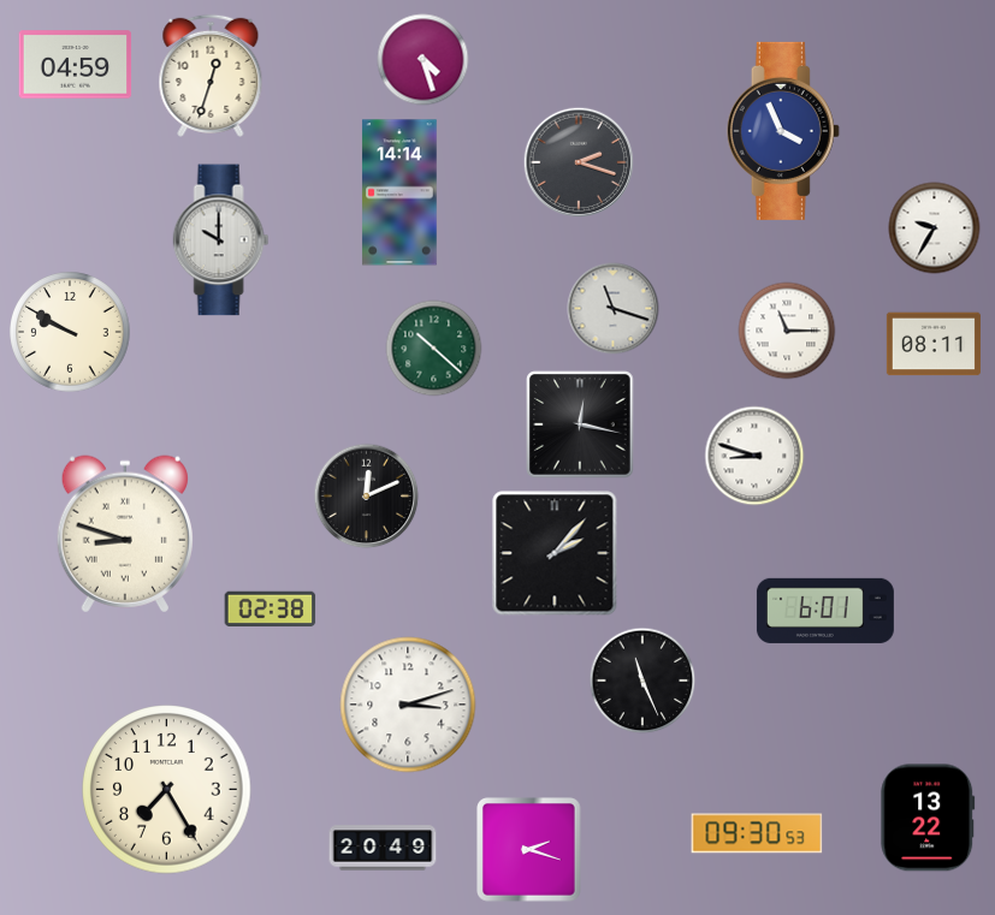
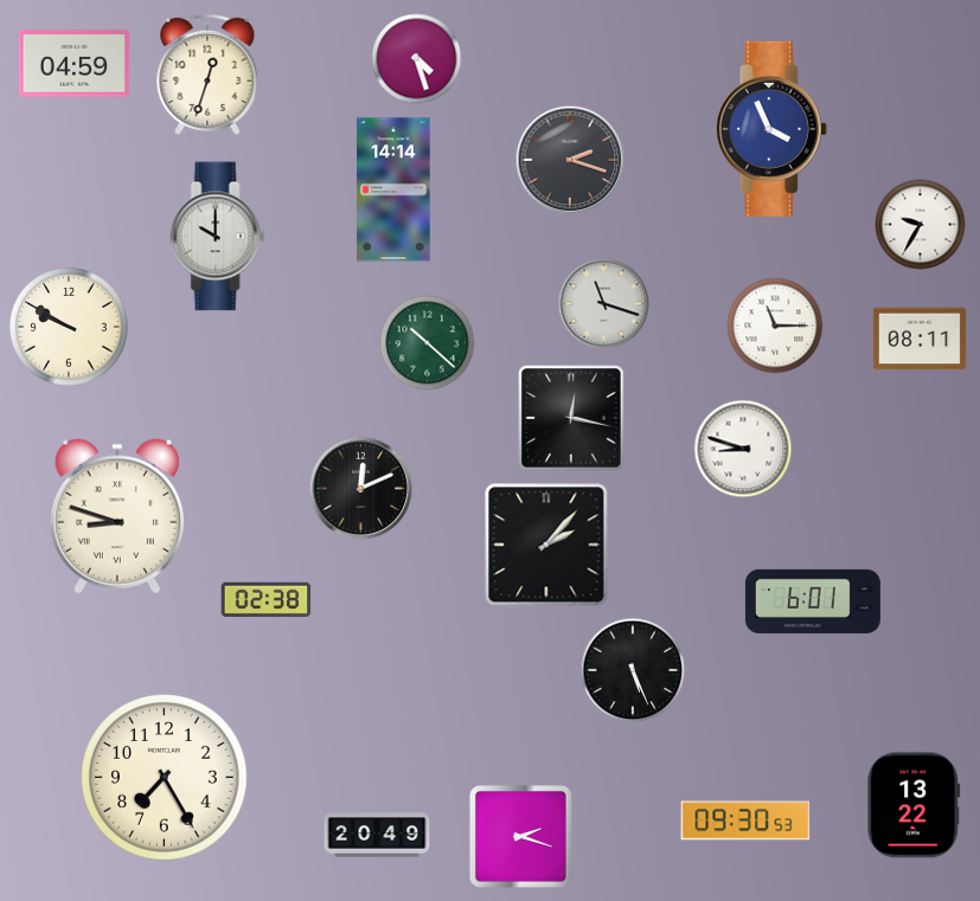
clock at (125, 534) position: (125, 534) -> (117, 516)
clock at (642, 681): 11:26 -> 5:26
clock at (408, 705): 3:12 -> none
